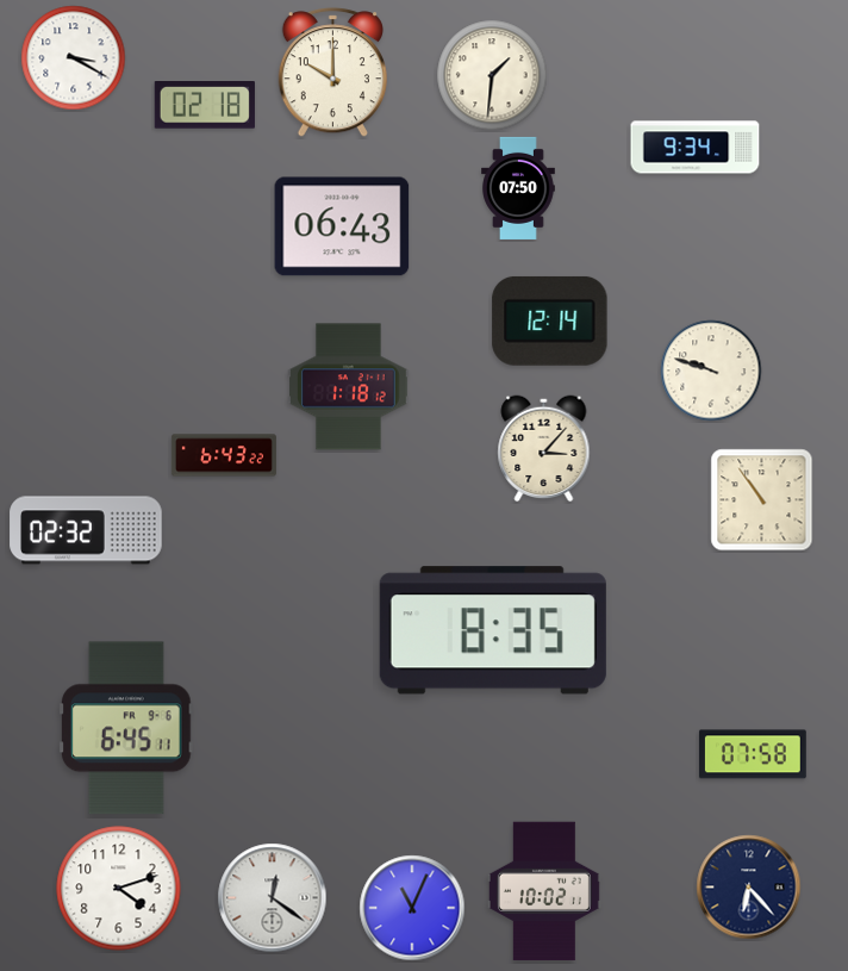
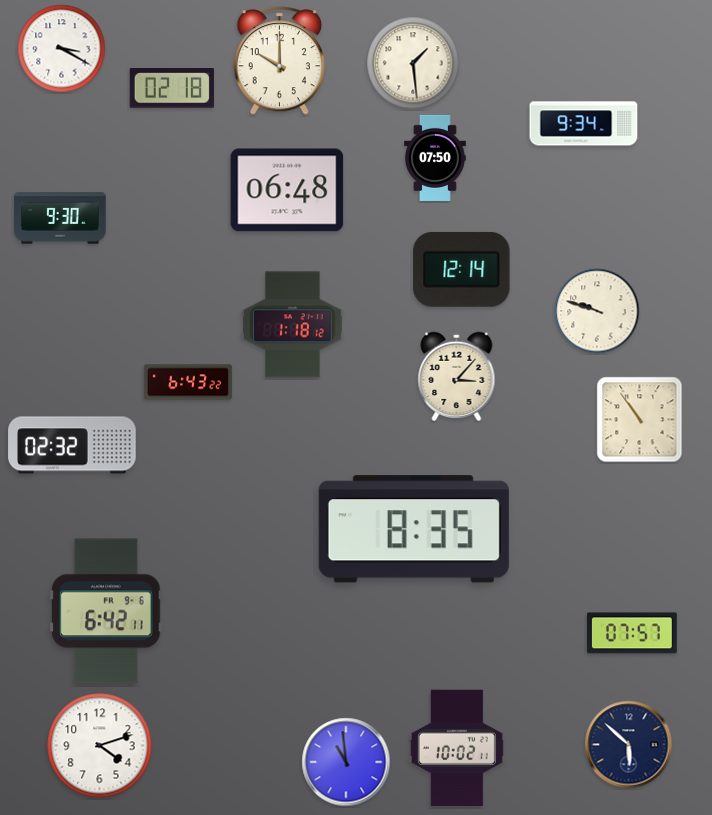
clock at (492, 75): 1:31 -> 1:29
clock at (342, 226): 06:43 -> 06:48
clock at (60, 218): none -> 9:30
clock at (127, 728): 6:45 -> 6:42
clock at (753, 754): 07:58 -> 07:57
clock at (749, 888): 6:23 -> 5:52
clock at (273, 898): 12:21 -> none
clock at (412, 908): 11:04 -> 10:59
